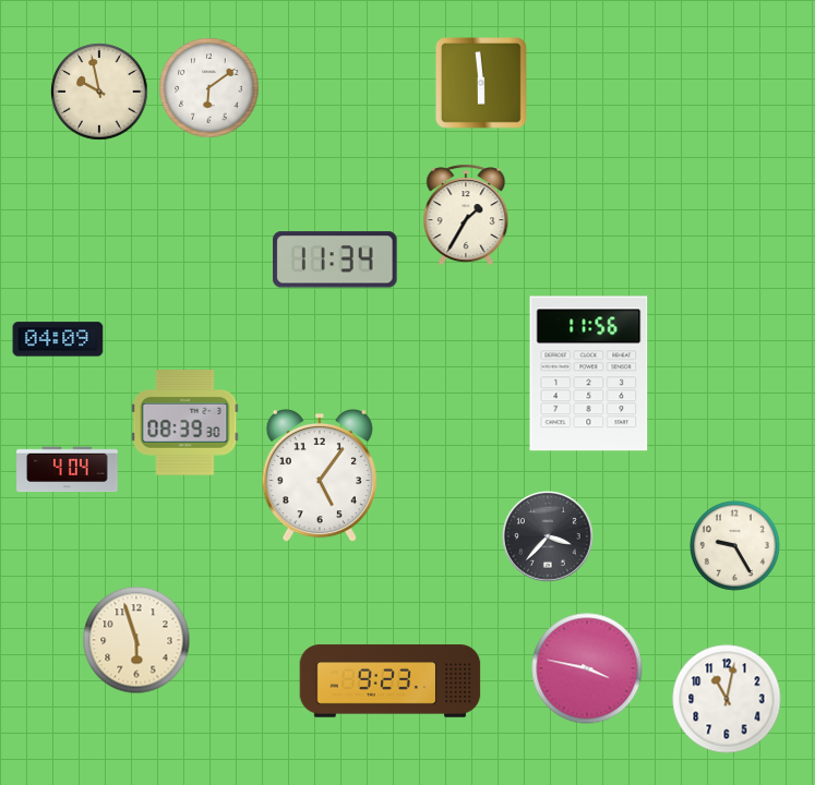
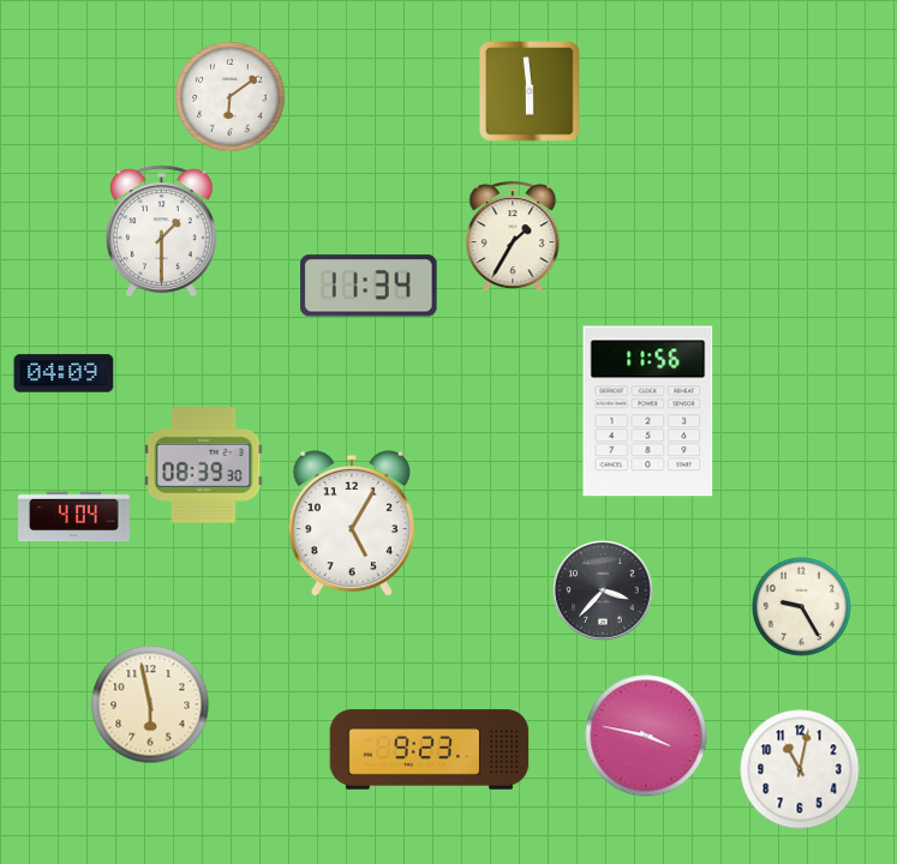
clock at (99, 92): 9:58 -> none
clock at (161, 232): none -> 1:30
clock at (320, 475): 5:06 -> 5:05
clock at (734, 545) position: (734, 545) -> (801, 606)
clock at (136, 640): 5:57 -> 5:58
